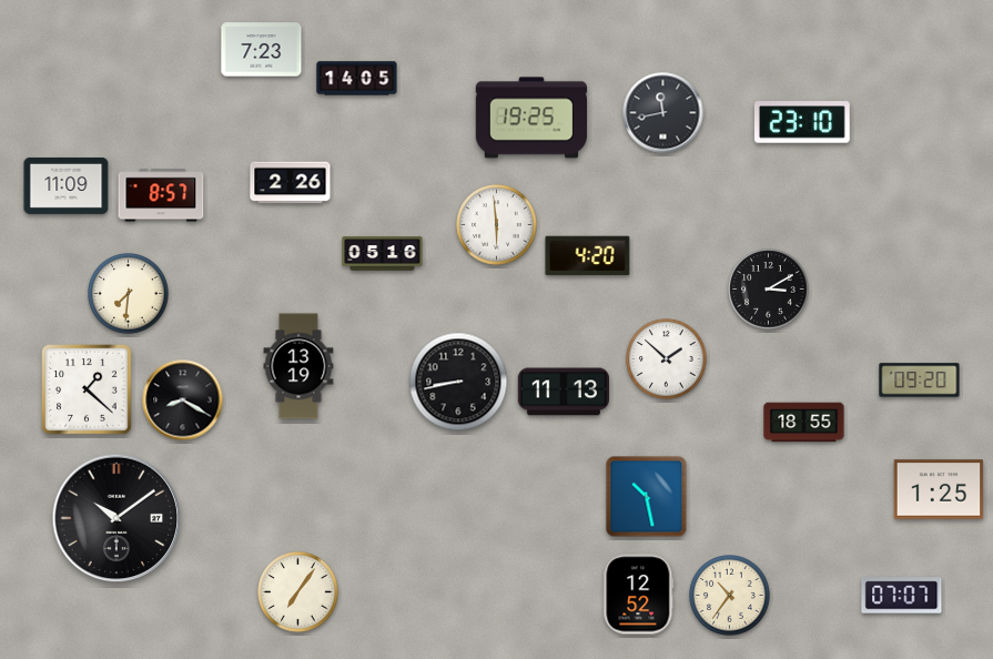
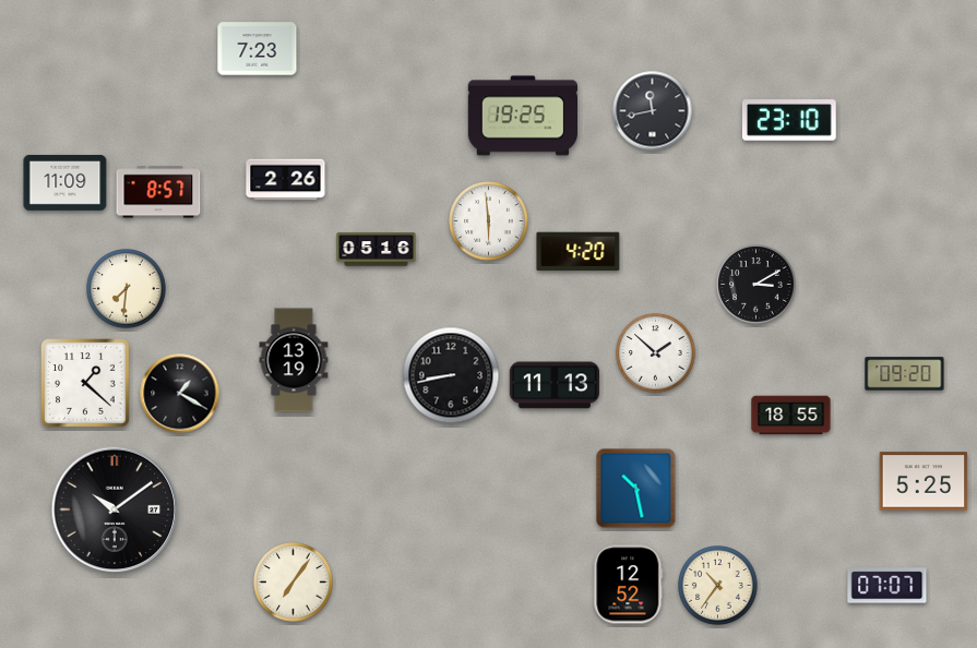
clock at (357, 79): 14:05 -> none
clock at (183, 401): 8:20 -> 1:20
clock at (939, 489): 1:25 -> 5:25
